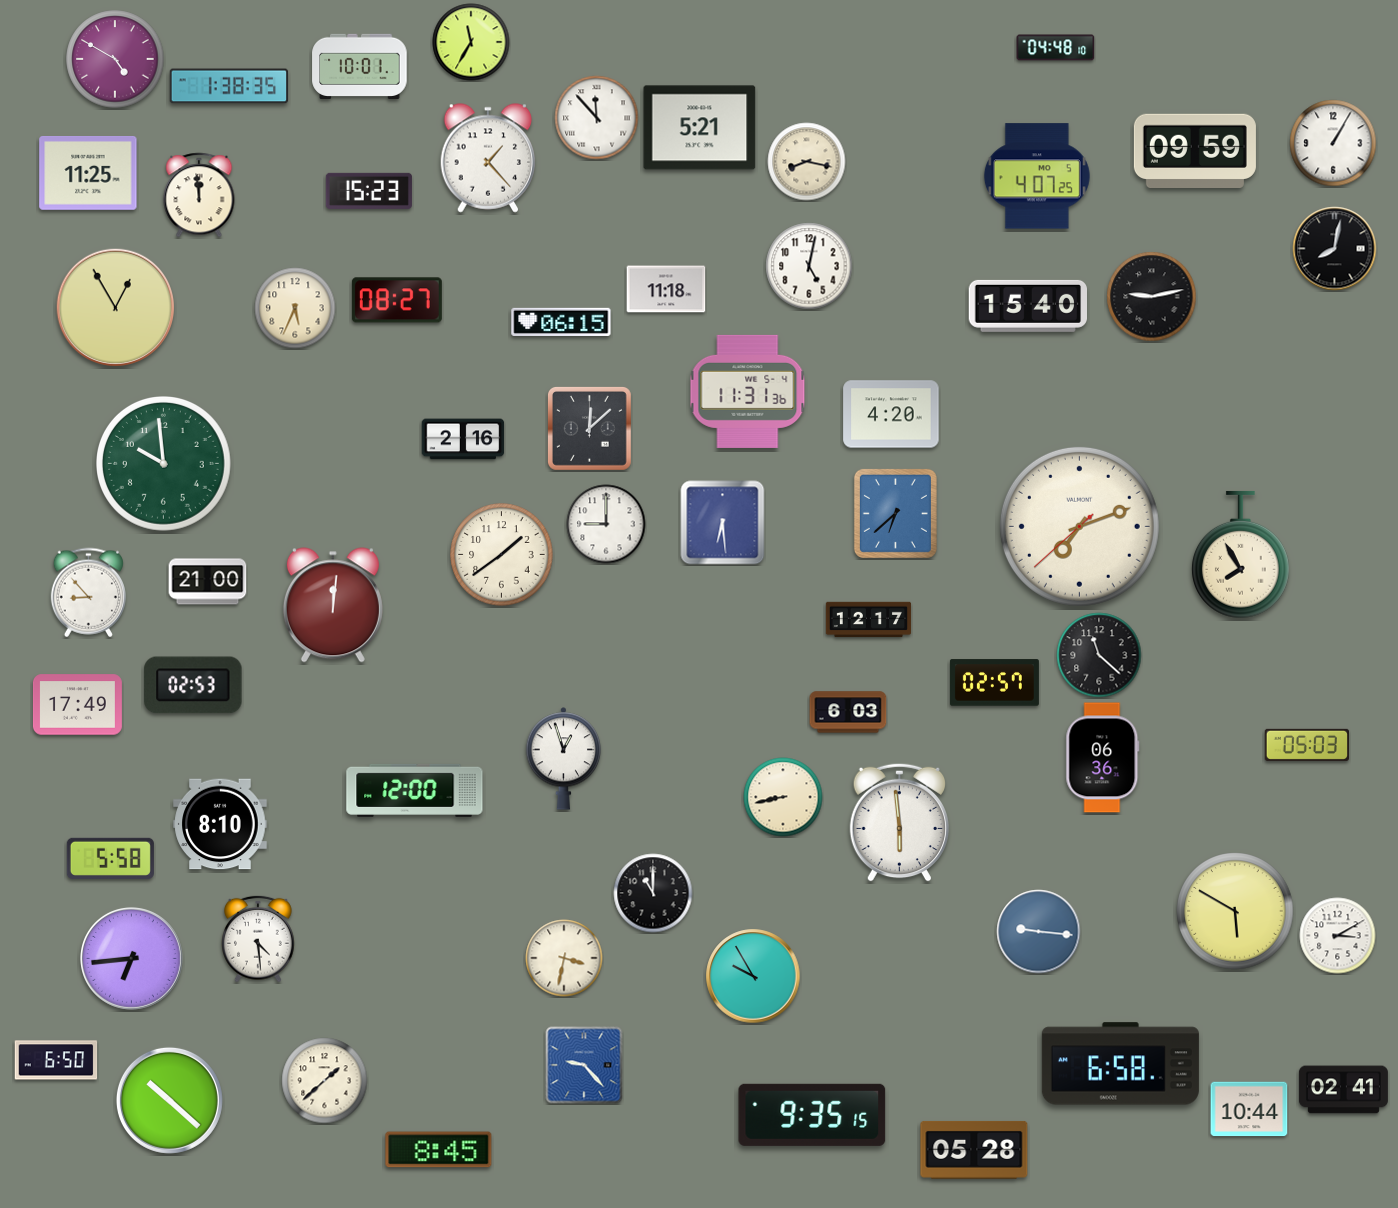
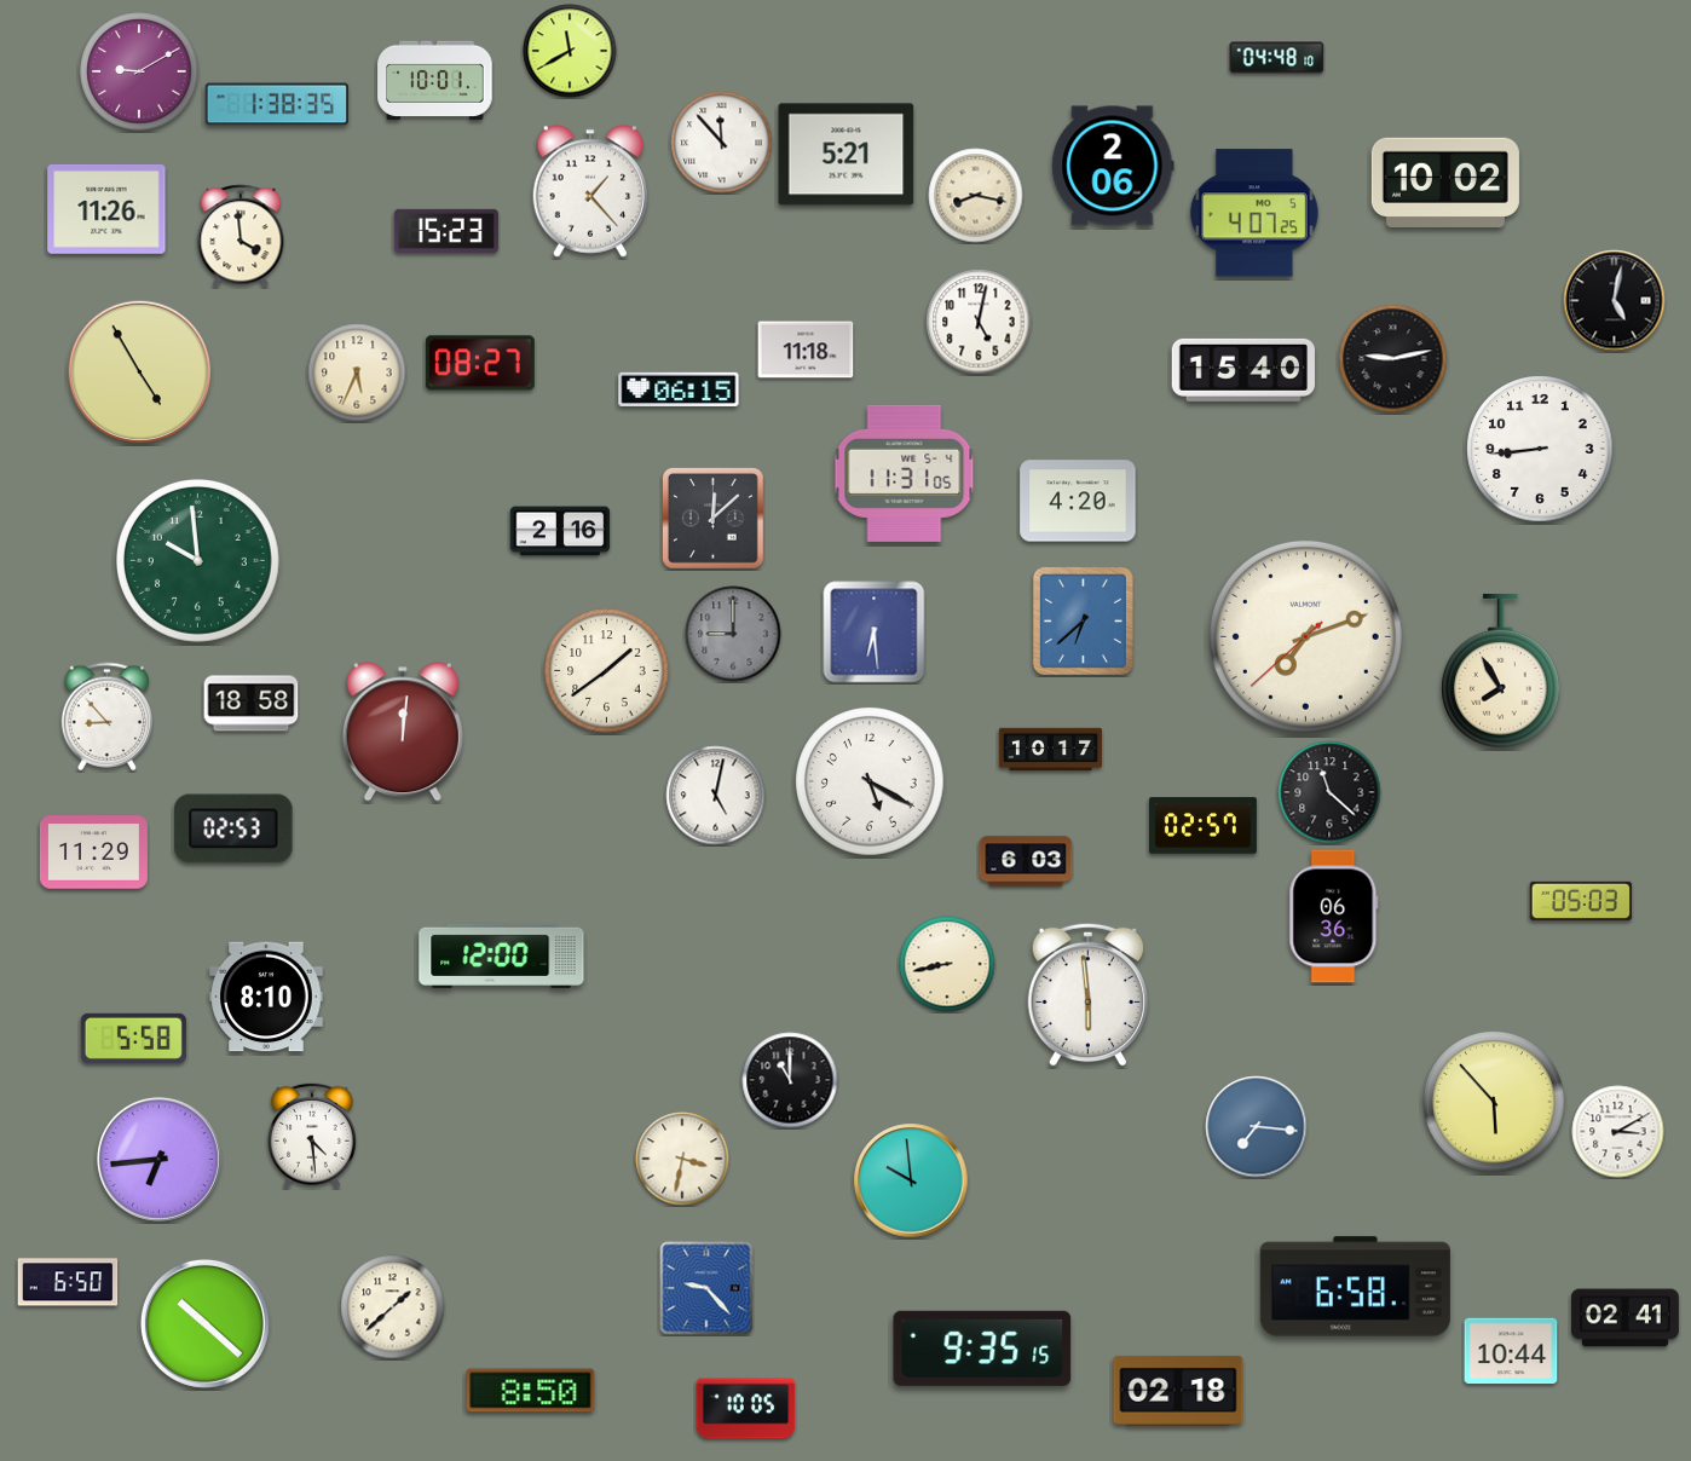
clock at (471, 42): 11:35 -> 11:40
clock at (115, 59): 4:50 -> 9:10
clock at (1113, 166): none -> 2:06
clock at (1333, 143): 1:05 -> none
clock at (1195, 150): 09:59 -> 10:02
clock at (88, 173): 11:25 -> 11:26
clock at (199, 195): 11:59 -> 3:59
clock at (1335, 249): 8:02 -> 5:02
clock at (115, 307): 12:55 -> 4:55
clock at (1540, 449): none -> 8:44
clock at (748, 391): 11:31:36 -> 11:31:05
clock at (606, 524) dial: white -> grey
clock at (208, 582): 21:00 -> 18:58
clock at (869, 620): 12:17 -> 10:17
clock at (870, 781): none -> 5:20
clock at (716, 796): none -> 5:02
clock at (77, 705): 17:49 -> 11:29
clock at (564, 759): 12:57 -> none
clock at (1235, 911): 5:50 -> 5:53
clock at (1039, 932): 9:16 -> 7:16
clock at (753, 976): 9:55 -> 9:59
clock at (169, 1100) position: (169, 1100) -> (204, 1323)
clock at (1249, 1109) position: (1249, 1109) -> (1511, 1351)
clock at (439, 1150): 8:45 -> 8:50
clock at (974, 1150): 05:28 -> 02:18
clock at (746, 1409): none -> 10:05
